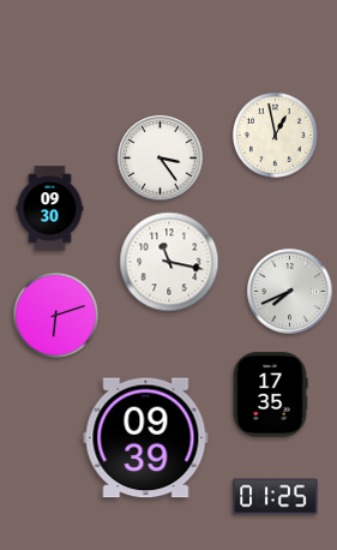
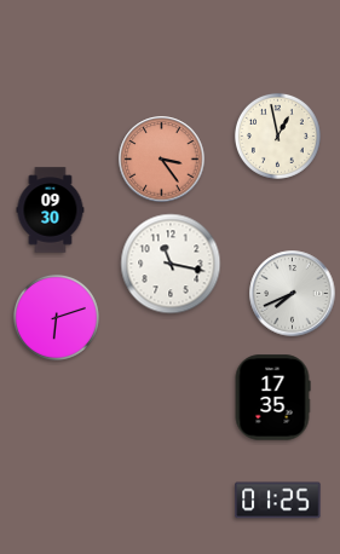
clock at (161, 159) dial: white -> salmon
clock at (146, 438): 09:39 -> none
